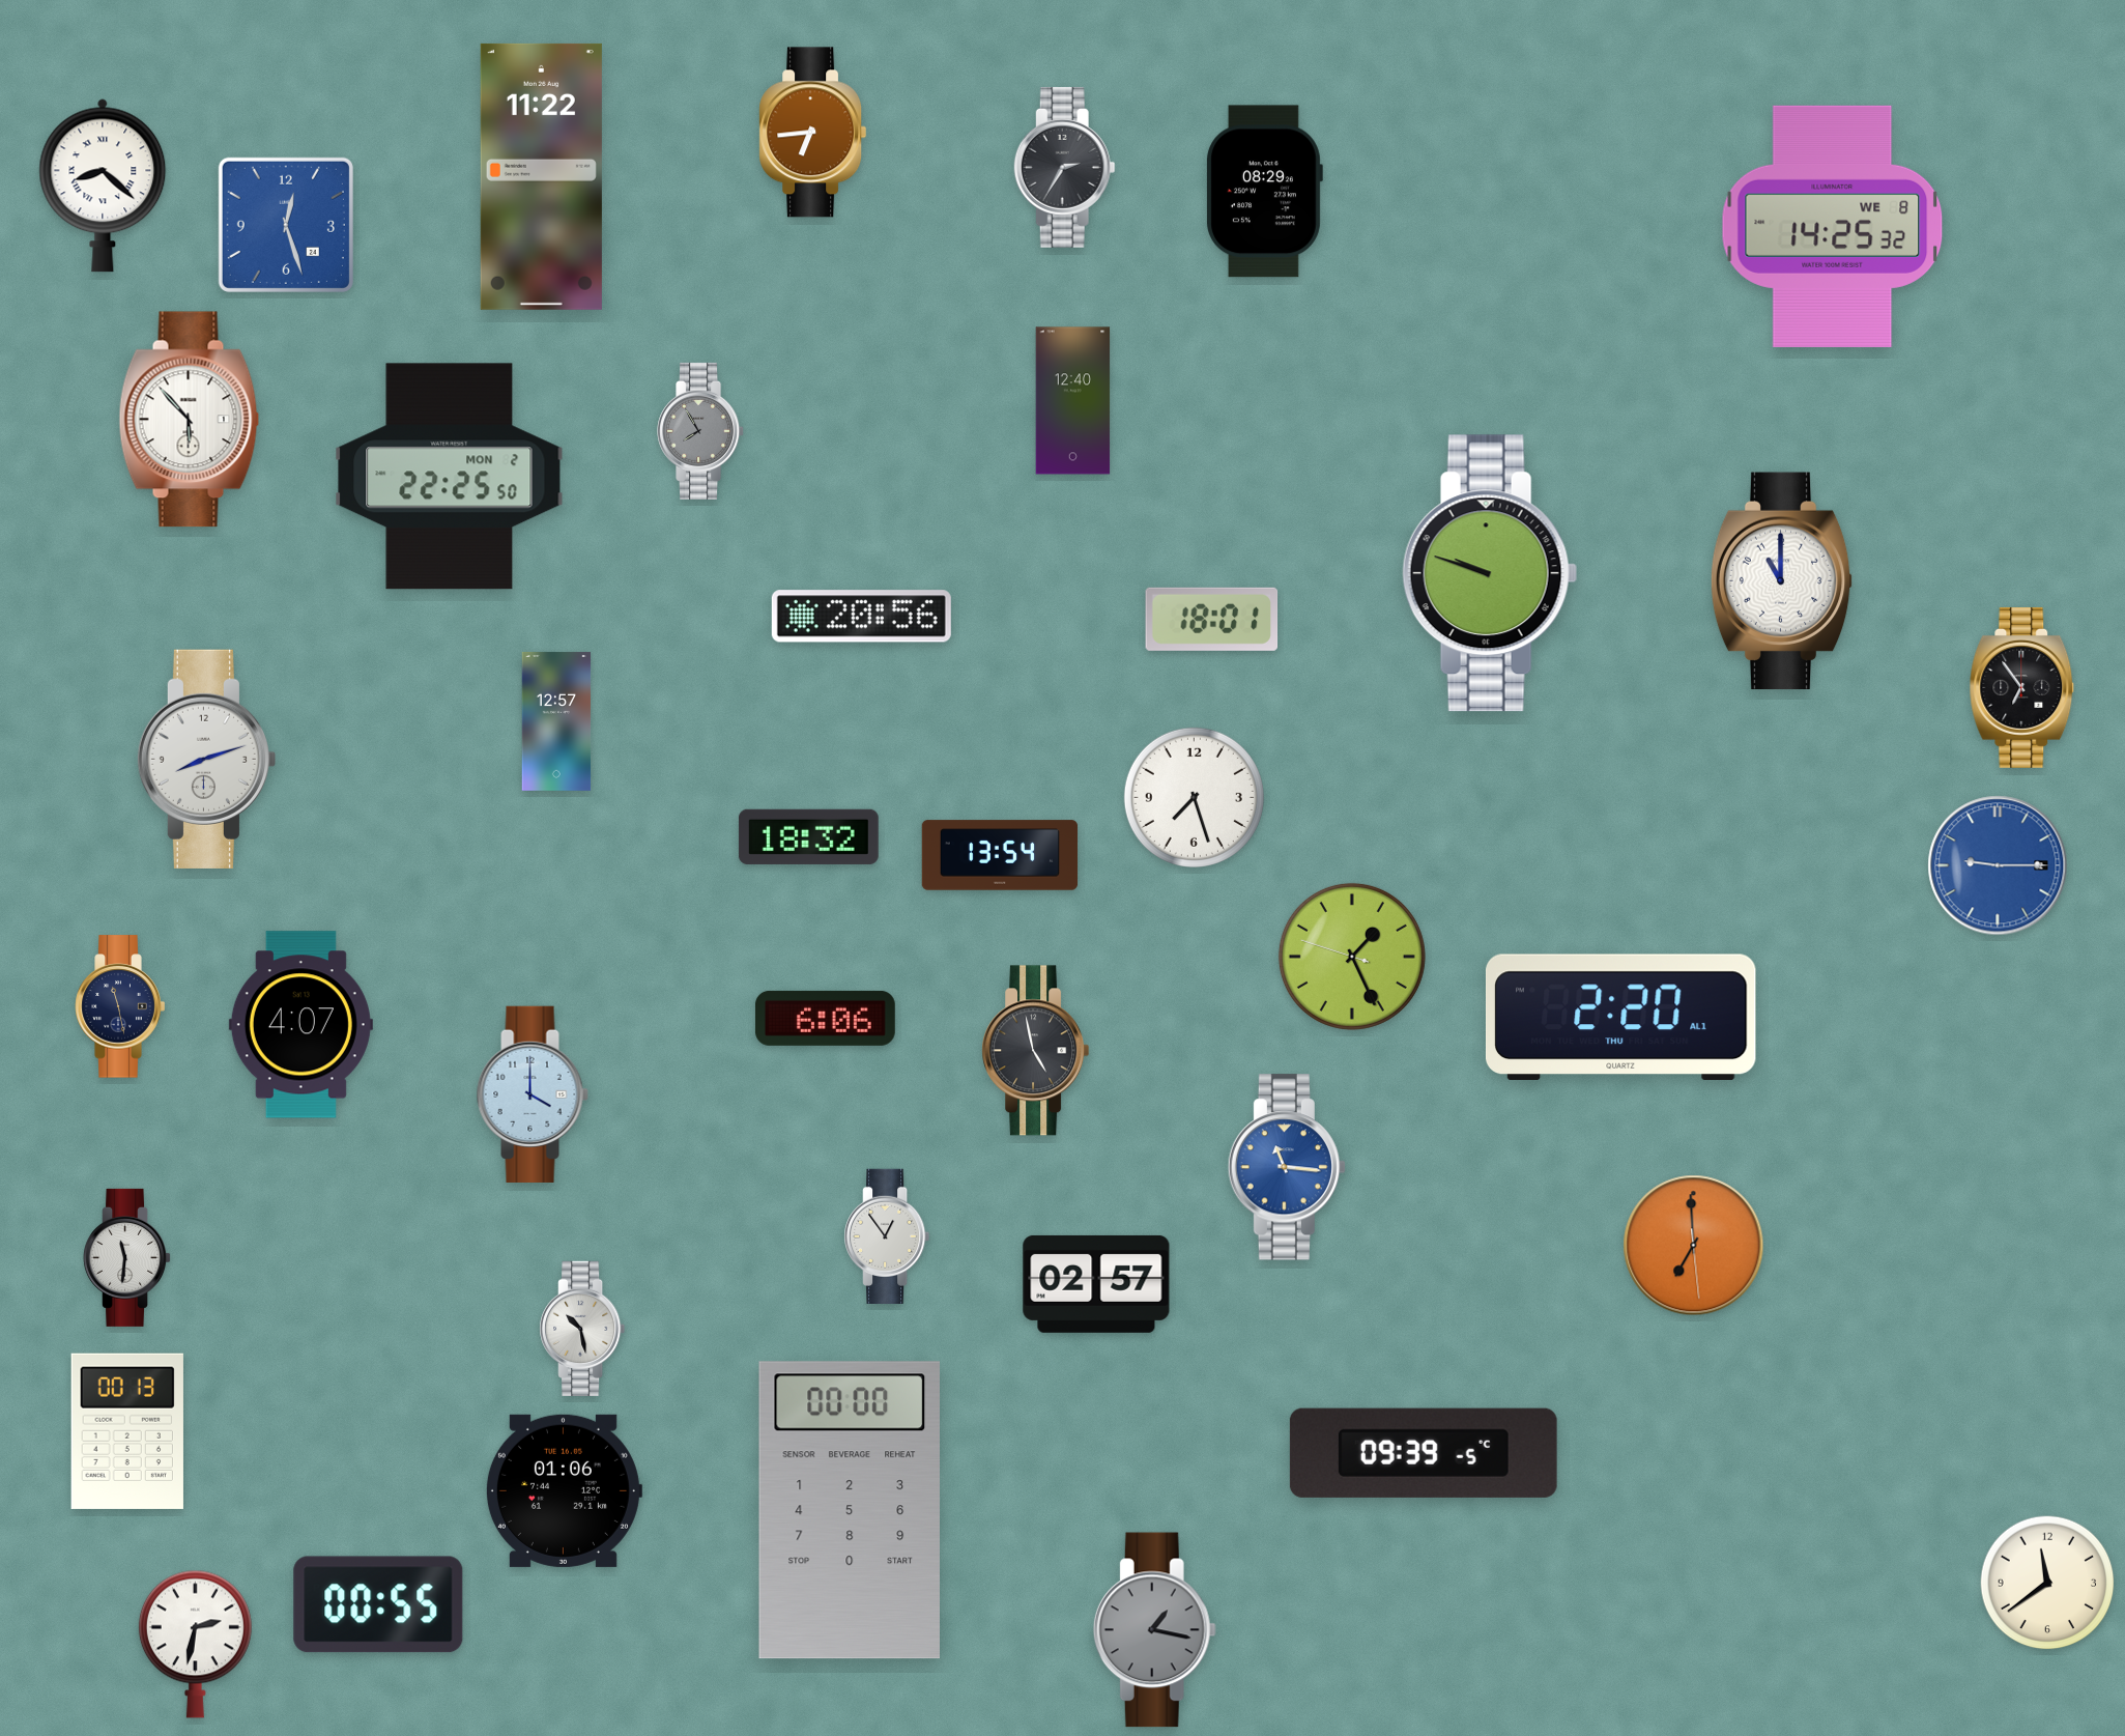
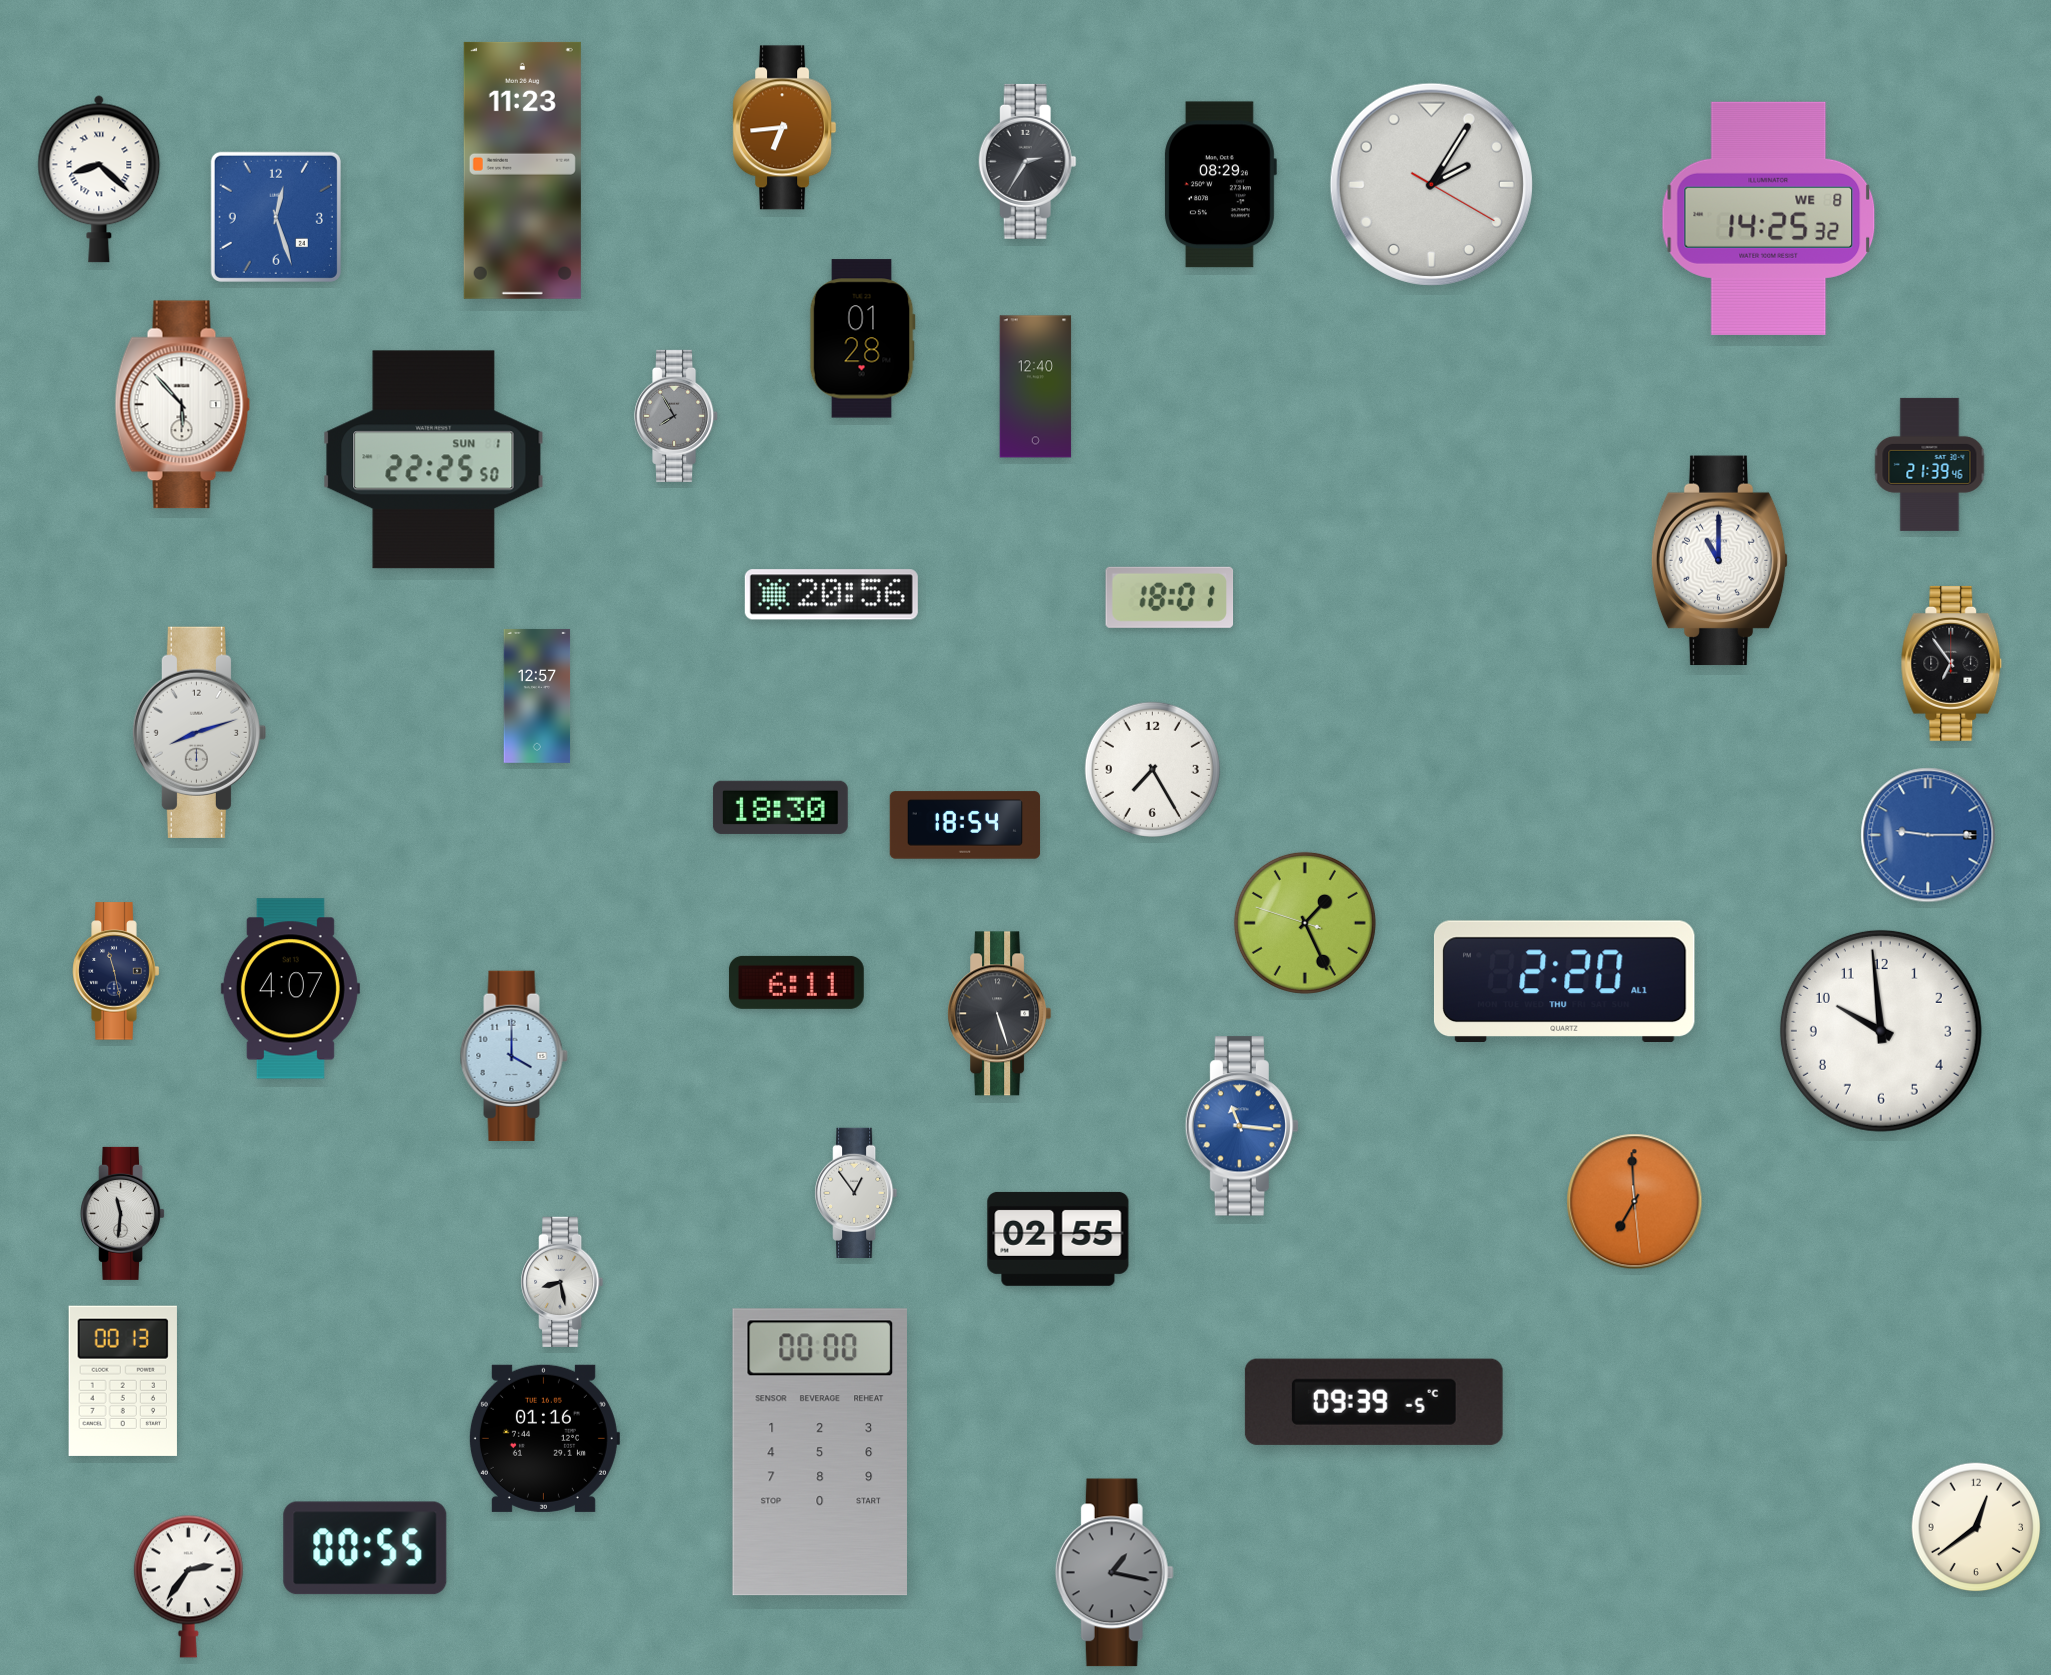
clock at (541, 176): 11:22 -> 11:23
clock at (1431, 184): none -> 2:05
clock at (862, 339): none -> 01:28
clock at (450, 477) date: MON 2 -> SUN 1
clock at (1930, 464): none -> 21:39
clock at (1490, 573): 9:48 -> none
clock at (1194, 797): 7:27 -> 7:25
clock at (808, 836): 18:32 -> 18:30
clock at (1000, 855): 13:54 -> 18:54
clock at (825, 1018): 6:06 -> 6:11
clock at (1036, 1051): 4:58 -> 5:27
clock at (1881, 1031): none -> 9:59
clock at (1096, 1284): 02:57 -> 02:55
clock at (582, 1328): 10:28 -> 8:28
clock at (564, 1490): 01:06 -> 01:16
clock at (849, 1510) position: (849, 1510) -> (819, 1452)
clock at (2047, 1583): 11:39 -> 12:39
clock at (195, 1644): 2:32 -> 2:36
